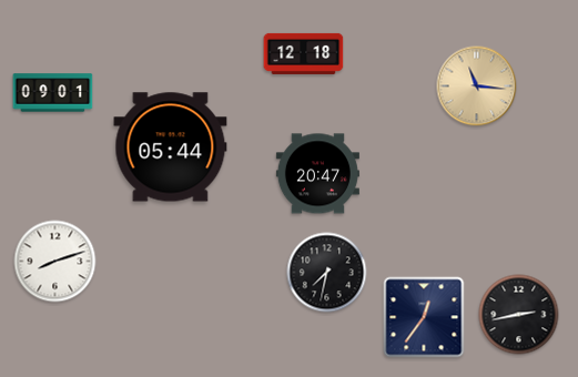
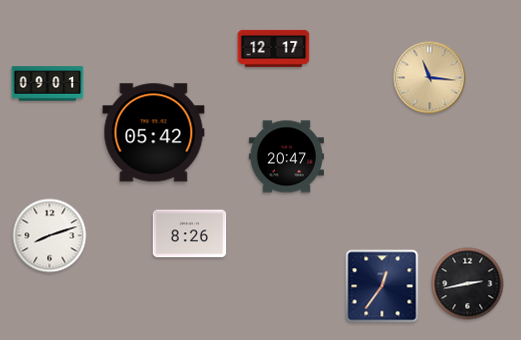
clock at (304, 53): 12:18 -> 12:17
clock at (171, 147): 05:44 -> 05:42
clock at (190, 234): none -> 8:26
clock at (327, 273): 7:32 -> none
